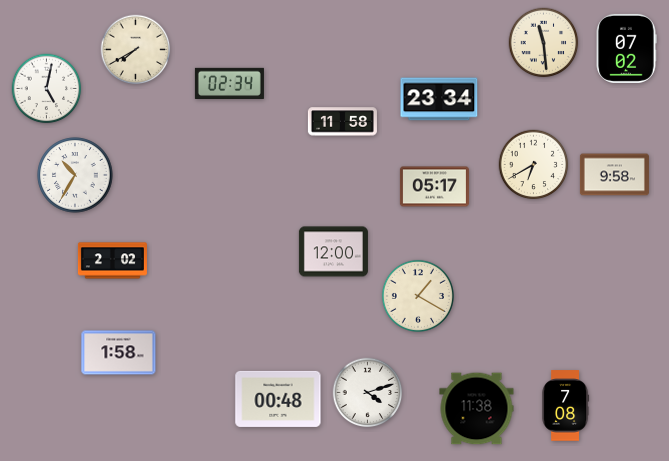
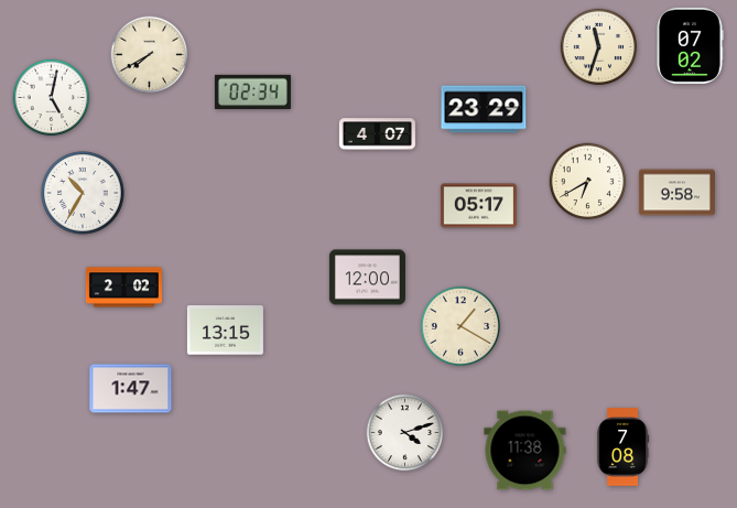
clock at (544, 43): 11:29 -> 11:33
clock at (626, 48) position: (626, 48) -> (690, 45)
clock at (439, 99): 23:34 -> 23:29
clock at (342, 122): 11:58 -> 4:07
clock at (225, 331): none -> 13:15
clock at (119, 353): 1:58 -> 1:47
clock at (278, 399): 00:48 -> none
